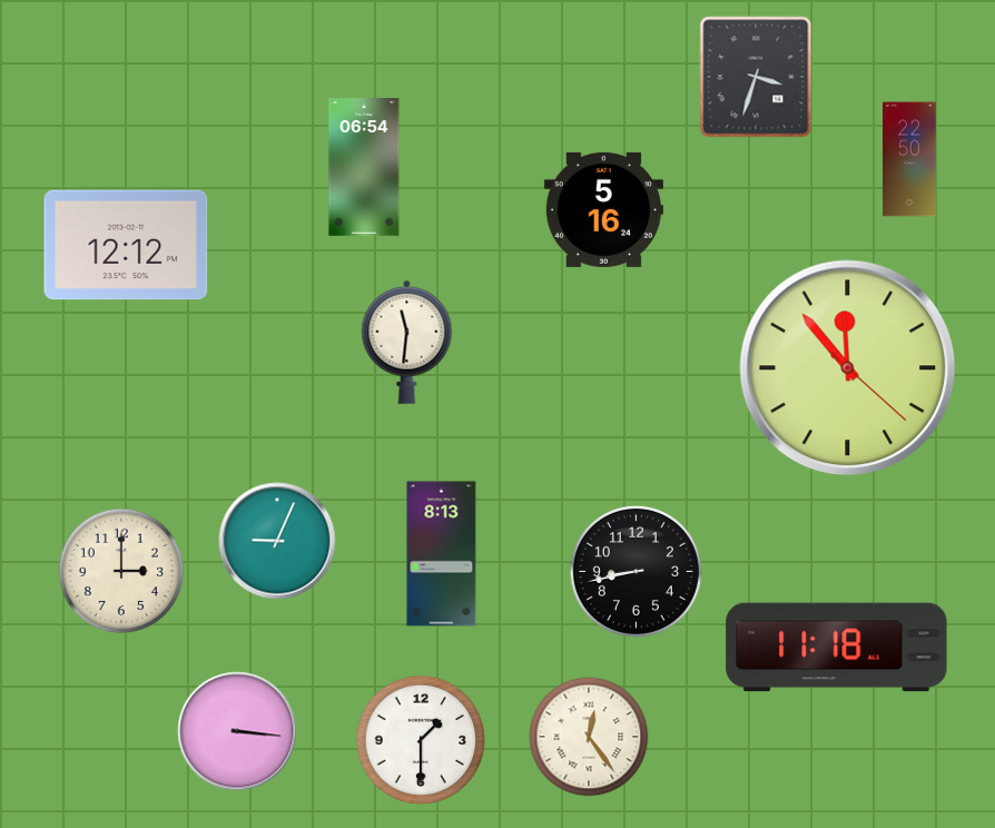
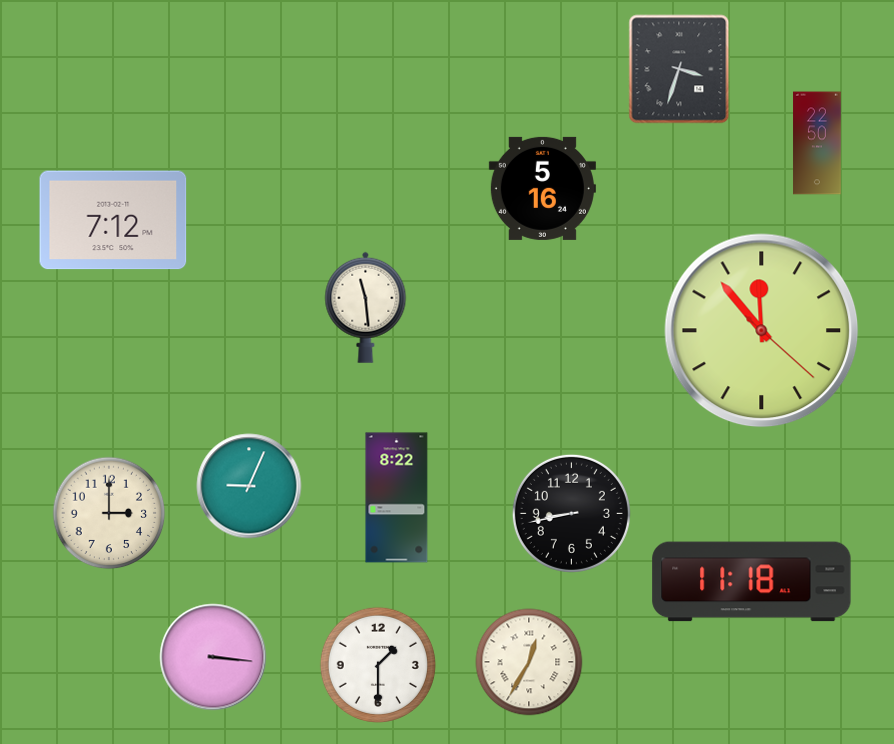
clock at (364, 168): 06:54 -> none
clock at (126, 245): 12:12 -> 7:12
clock at (407, 342): 11:31 -> 11:29
clock at (442, 554): 8:13 -> 8:22
clock at (589, 737): 12:24 -> 12:35
